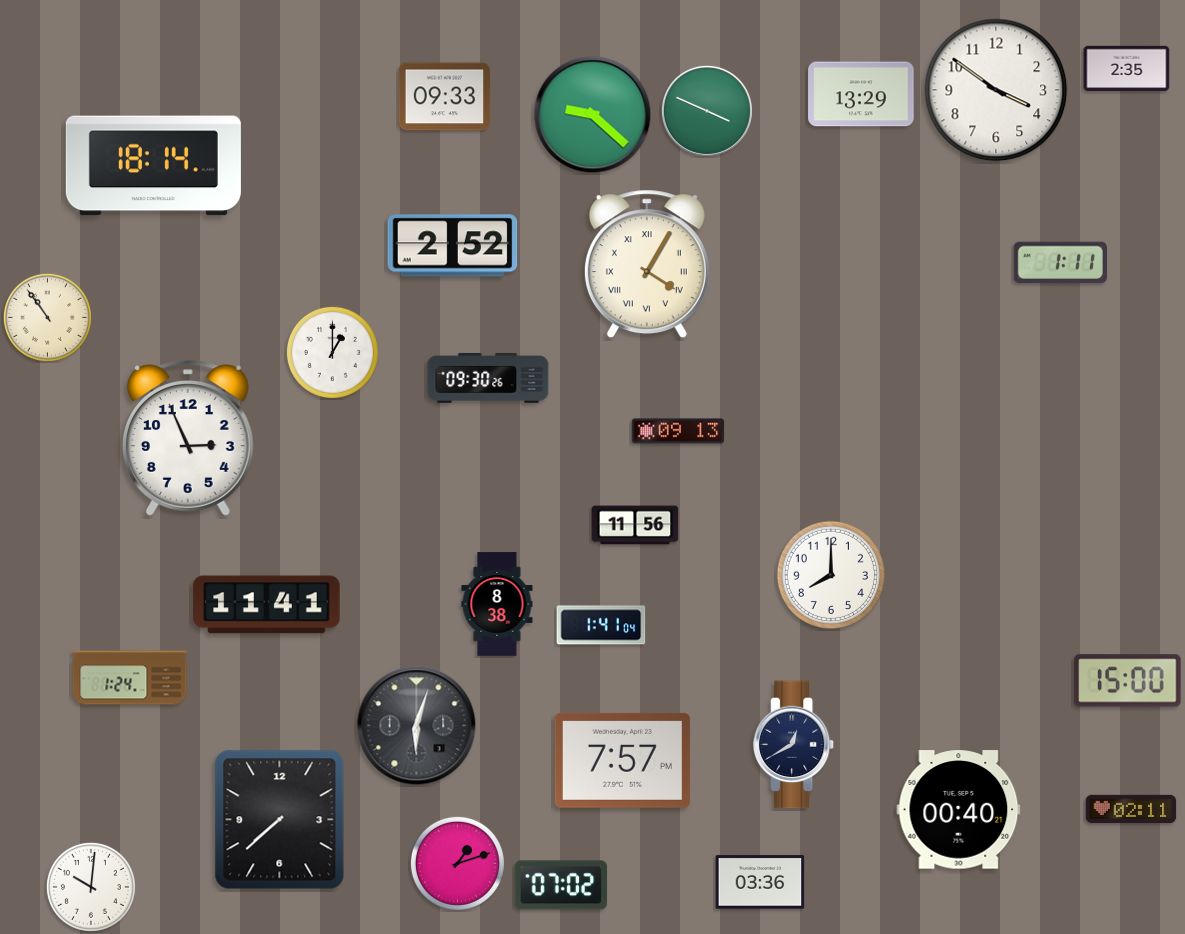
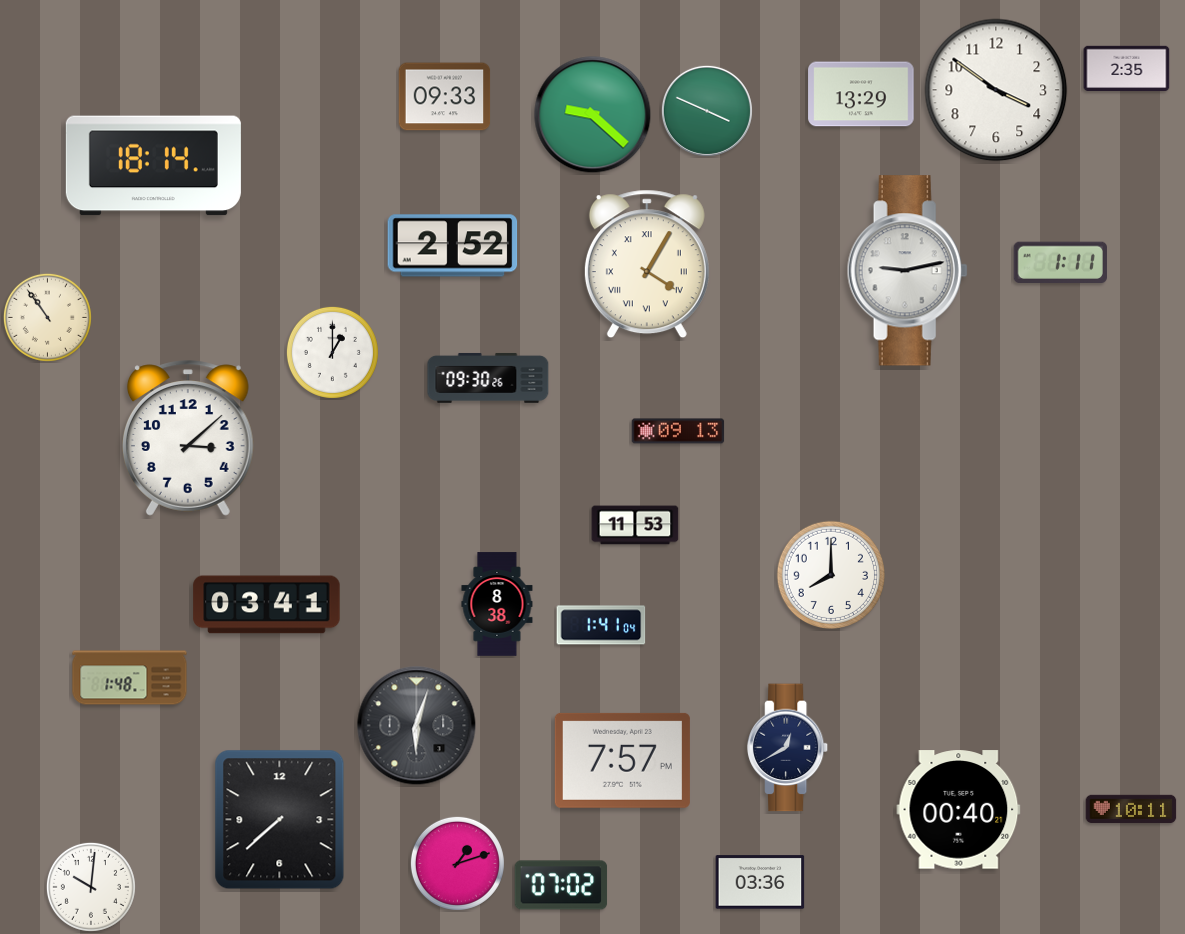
clock at (907, 271): none -> 9:13
clock at (188, 438): 2:56 -> 3:08
clock at (635, 525): 11:56 -> 11:53
clock at (267, 605): 11:41 -> 03:41
clock at (130, 678): 1:24 -> 1:48
clock at (1128, 681): 15:00 -> none
clock at (794, 745) position: (794, 745) -> (788, 748)
clock at (1131, 809): 02:11 -> 10:11
